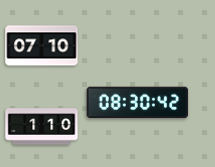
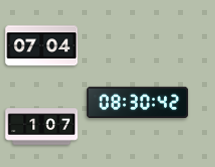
clock at (42, 46): 07:10 -> 07:04
clock at (42, 127): 1:10 -> 1:07
